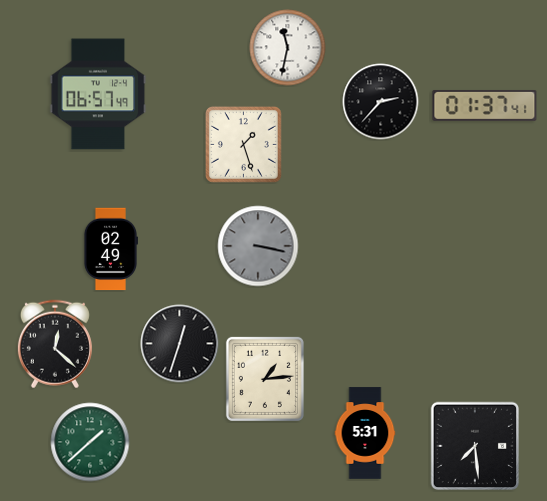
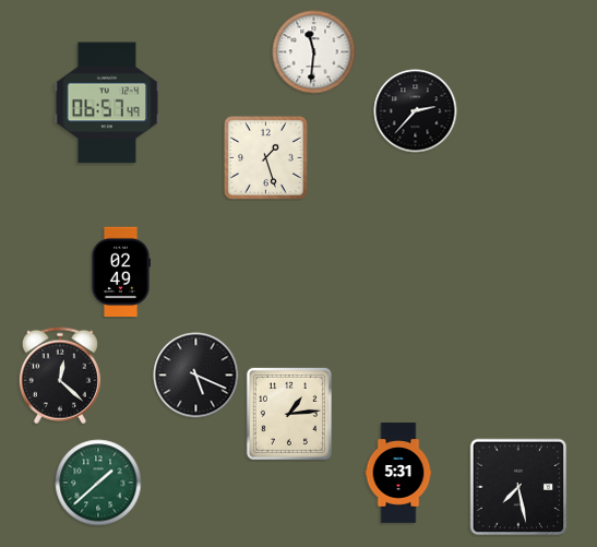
clock at (288, 48): 11:32 -> 11:31
clock at (485, 105): 01:37 -> none
clock at (258, 246): 3:17 -> none
clock at (180, 344): 12:33 -> 5:19
clock at (475, 446): 7:29 -> 7:28
